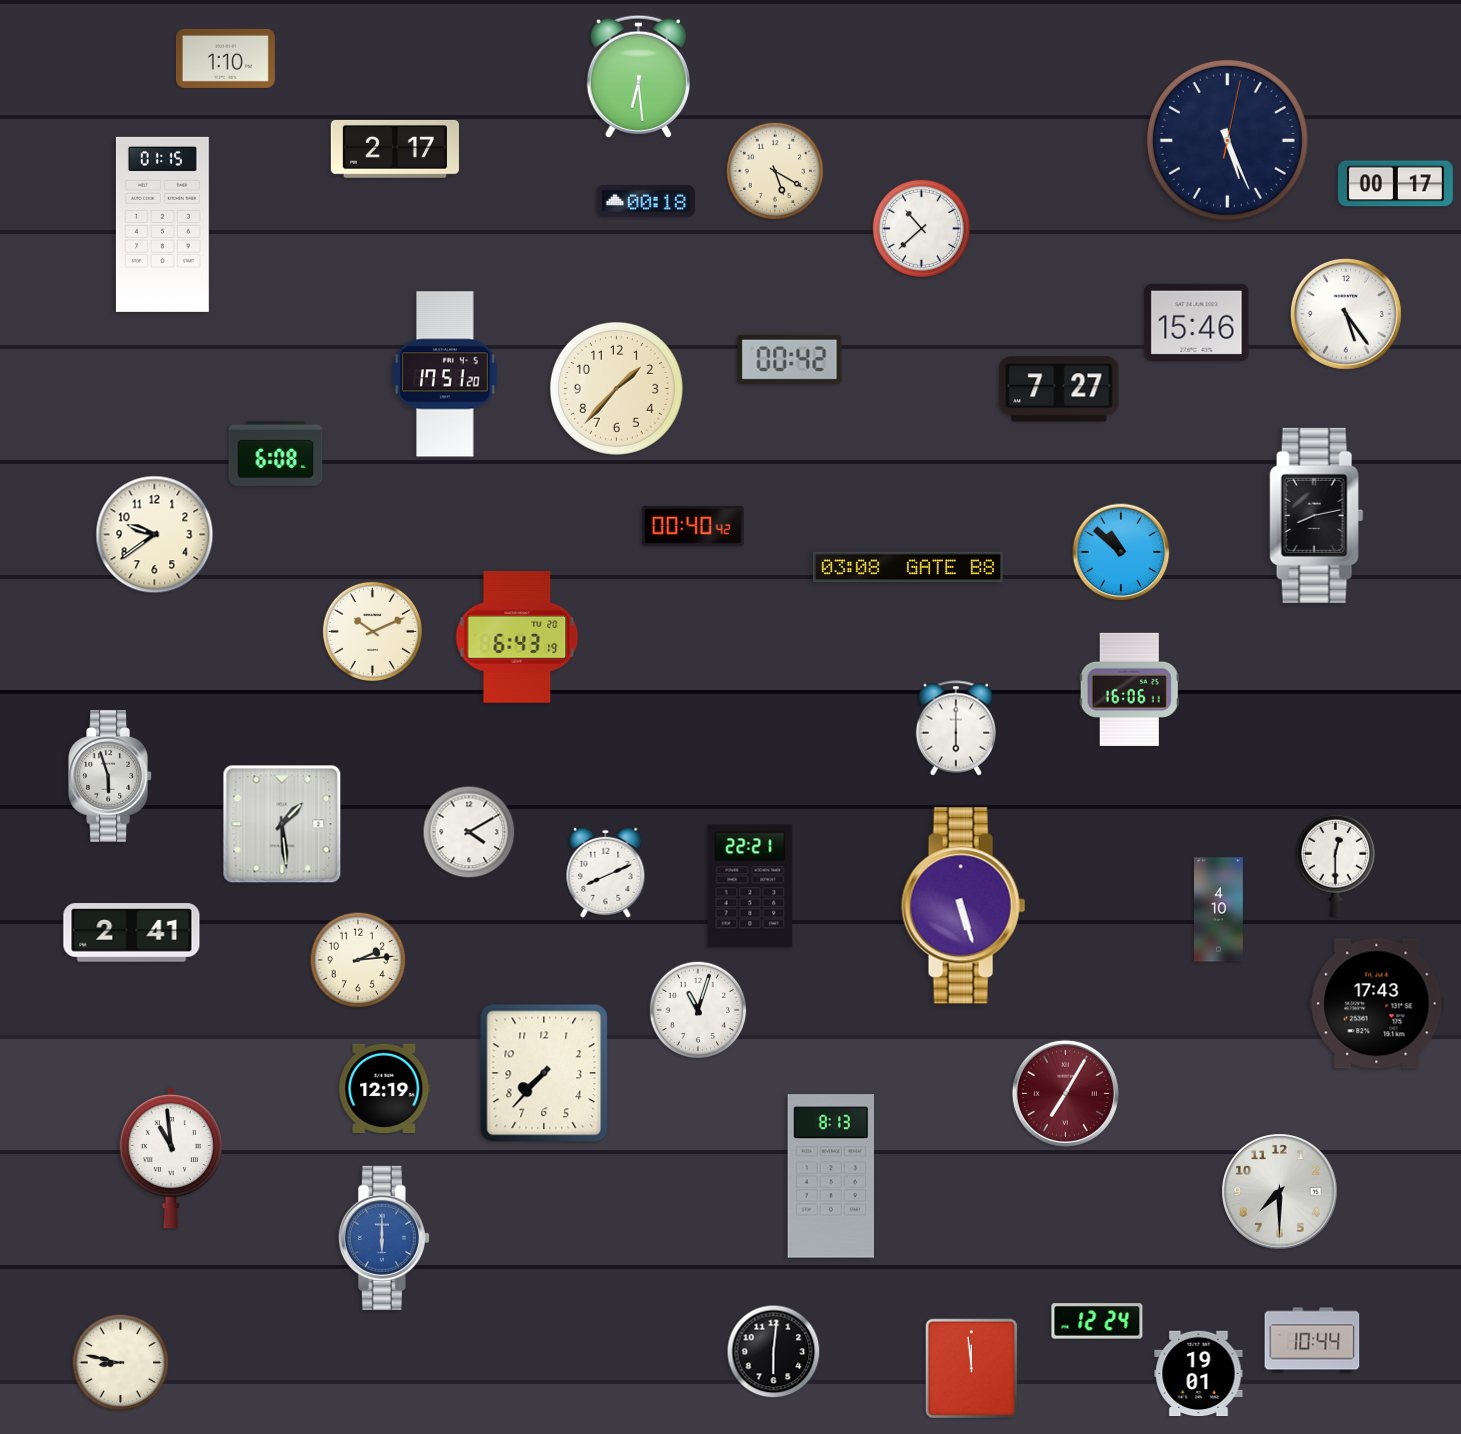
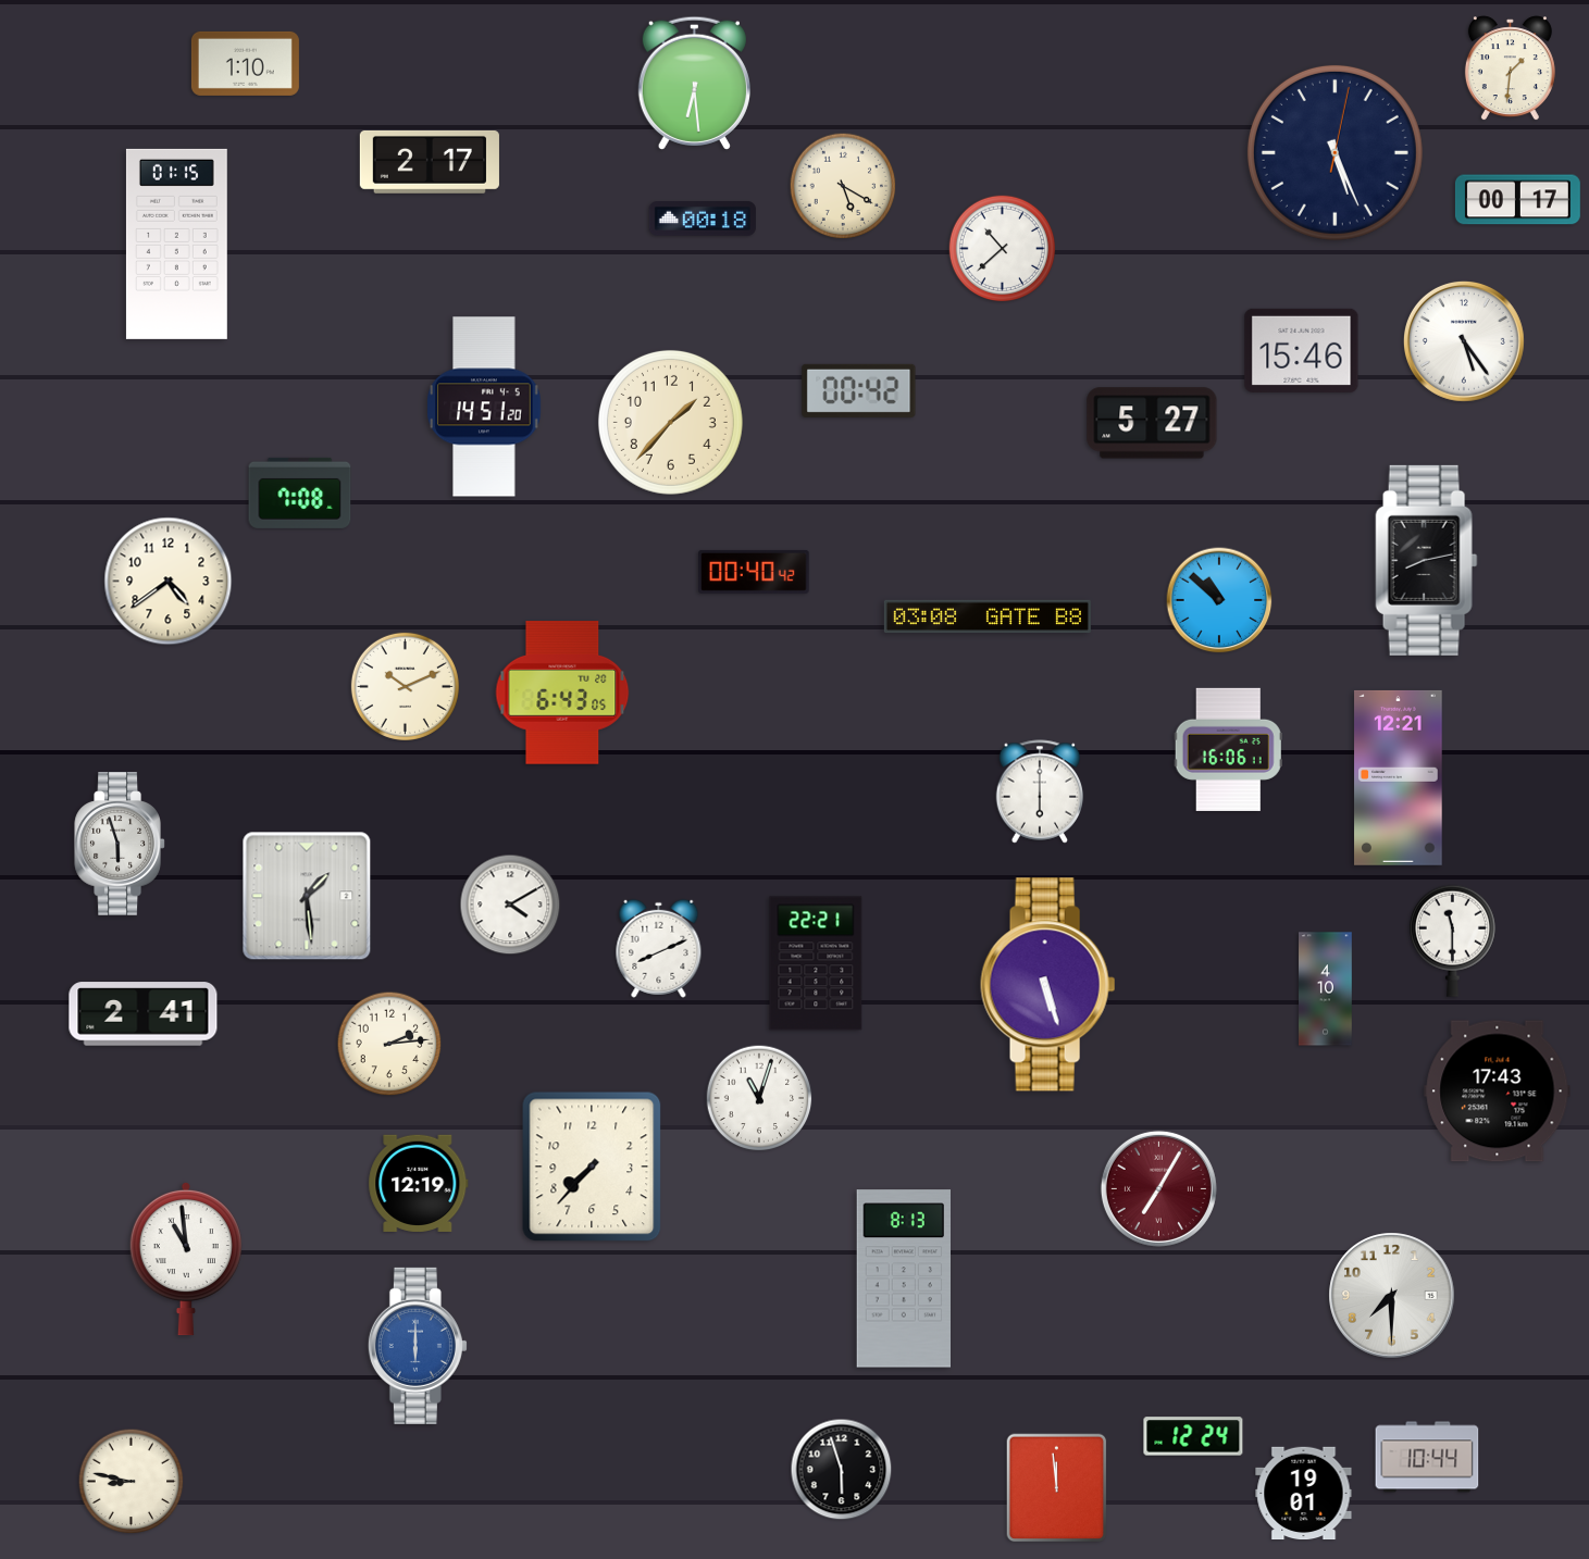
clock at (1510, 68): none -> 1:31
clock at (445, 374): 17:51 -> 14:51
clock at (1059, 389): 7:27 -> 5:27
clock at (276, 453): 6:08 -> 7:08
clock at (1317, 515) position: (1317, 515) -> (1427, 560)
clock at (155, 535): 9:39 -> 4:39
clock at (517, 638): 6:43:19 -> 6:43:05
clock at (1399, 777): none -> 12:21
clock at (1335, 865): 12:30 -> 11:30
clock at (774, 1352): 6:01 -> 5:57
